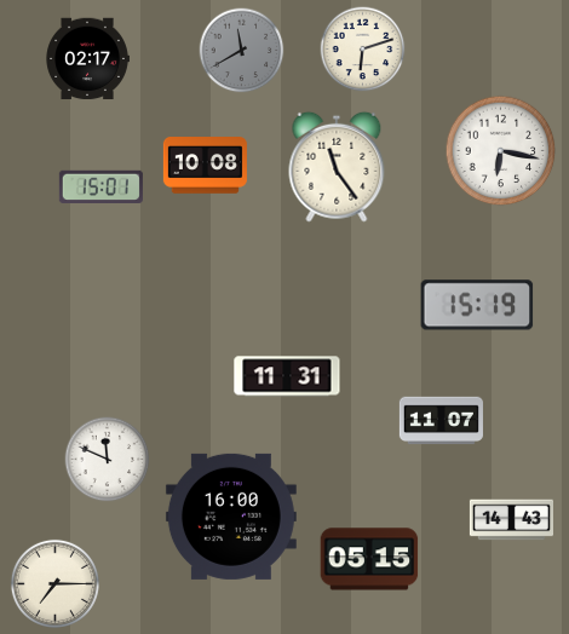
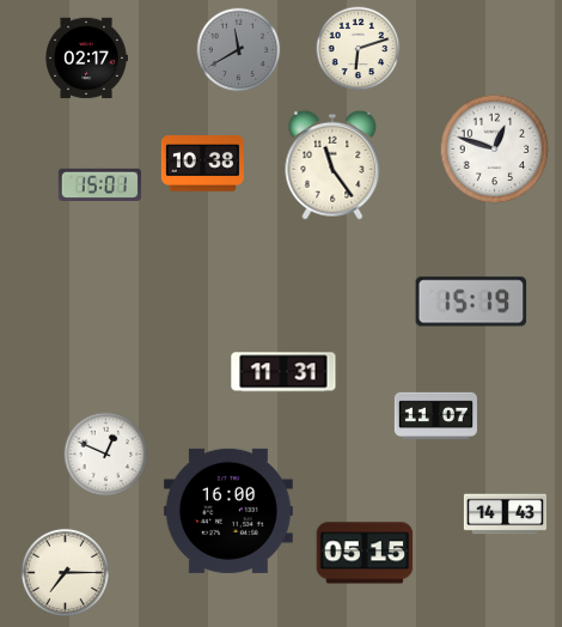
clock at (501, 151): 6:17 -> 12:48
clock at (205, 166): 10:08 -> 10:38
clock at (108, 460): 11:49 -> 12:49
clock at (54, 583) position: (54, 583) -> (65, 572)
